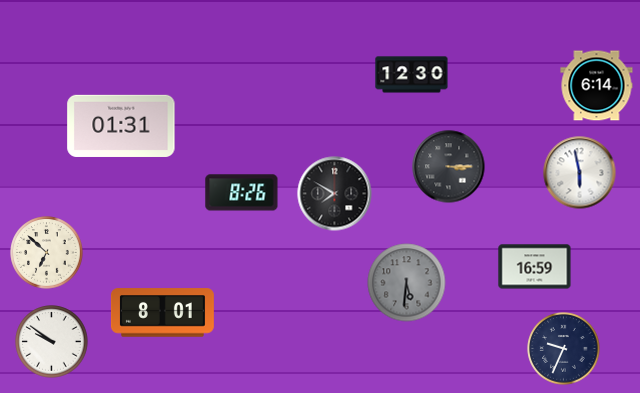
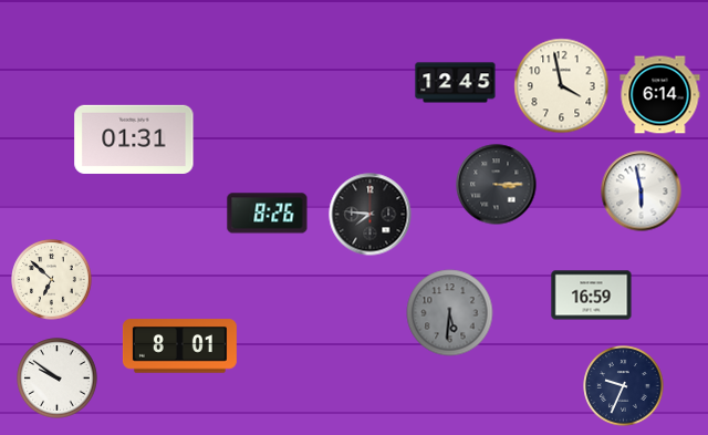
clock at (412, 75): 12:30 -> 12:45
clock at (562, 86): none -> 3:58
clock at (335, 194): 7:50 -> 7:46
